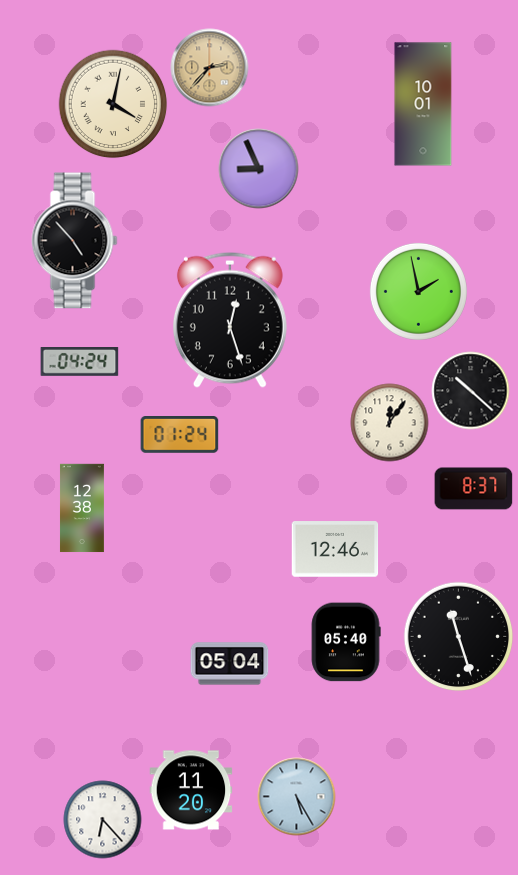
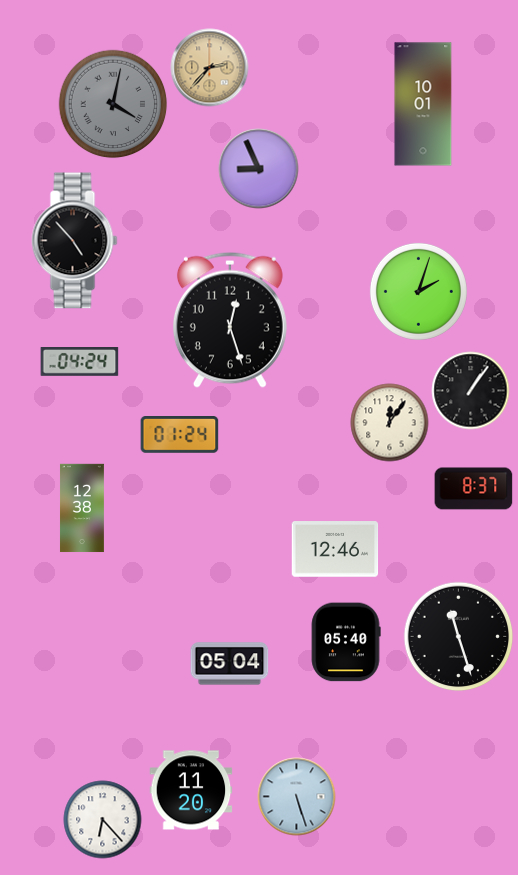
clock at (113, 104) dial: cream -> grey
clock at (418, 291): 1:58 -> 2:03
clock at (470, 390): 10:22 -> 1:06
clock at (296, 796): 5:25 -> 5:27
